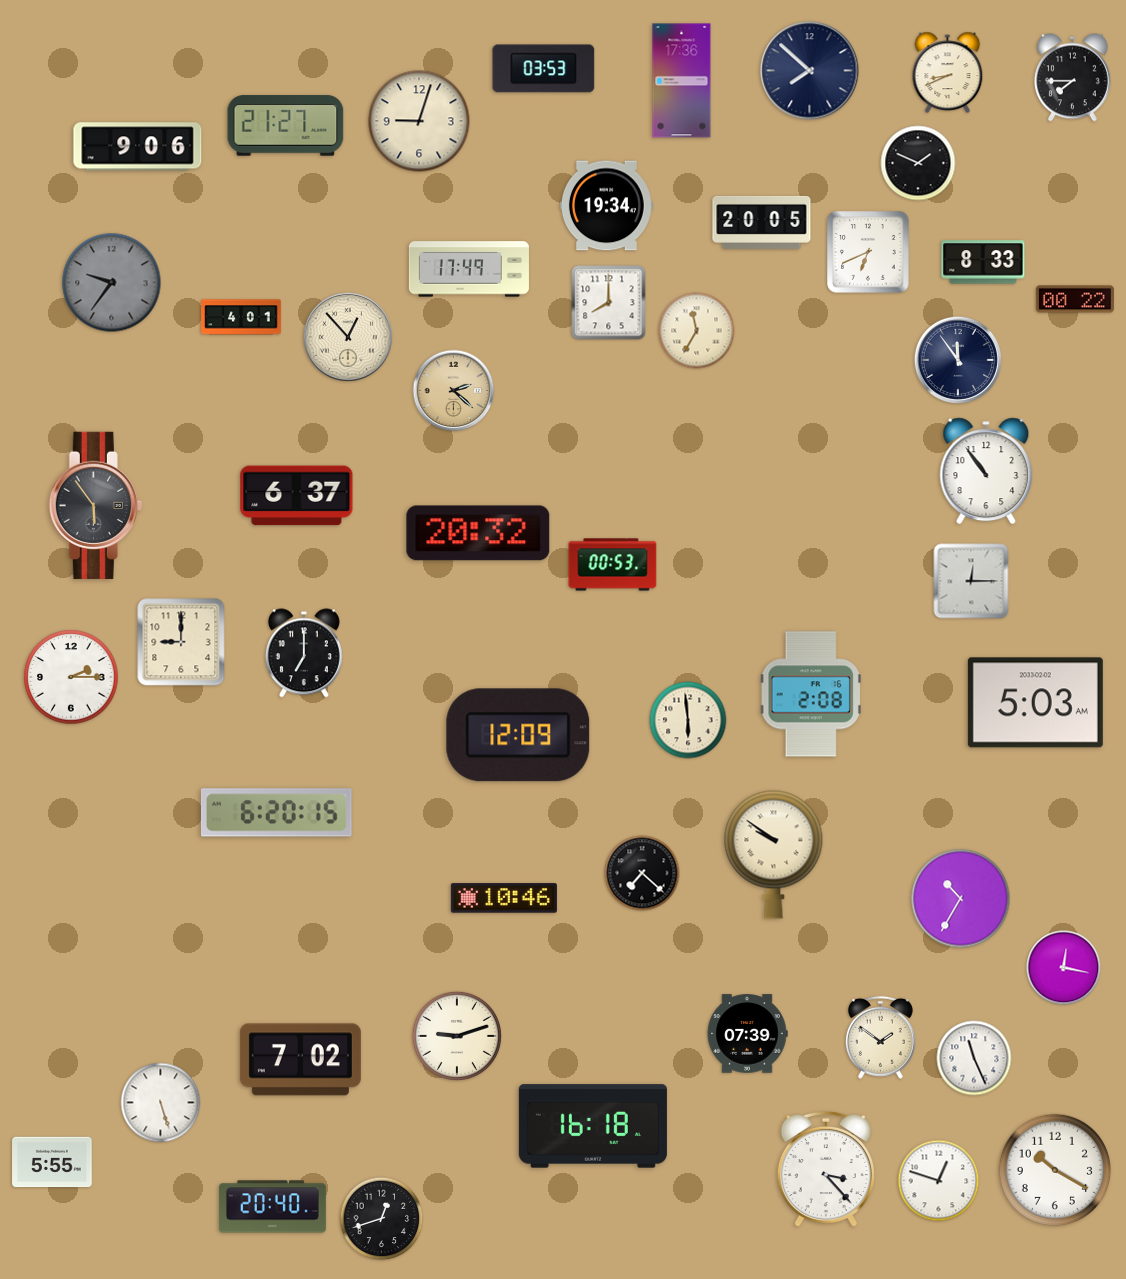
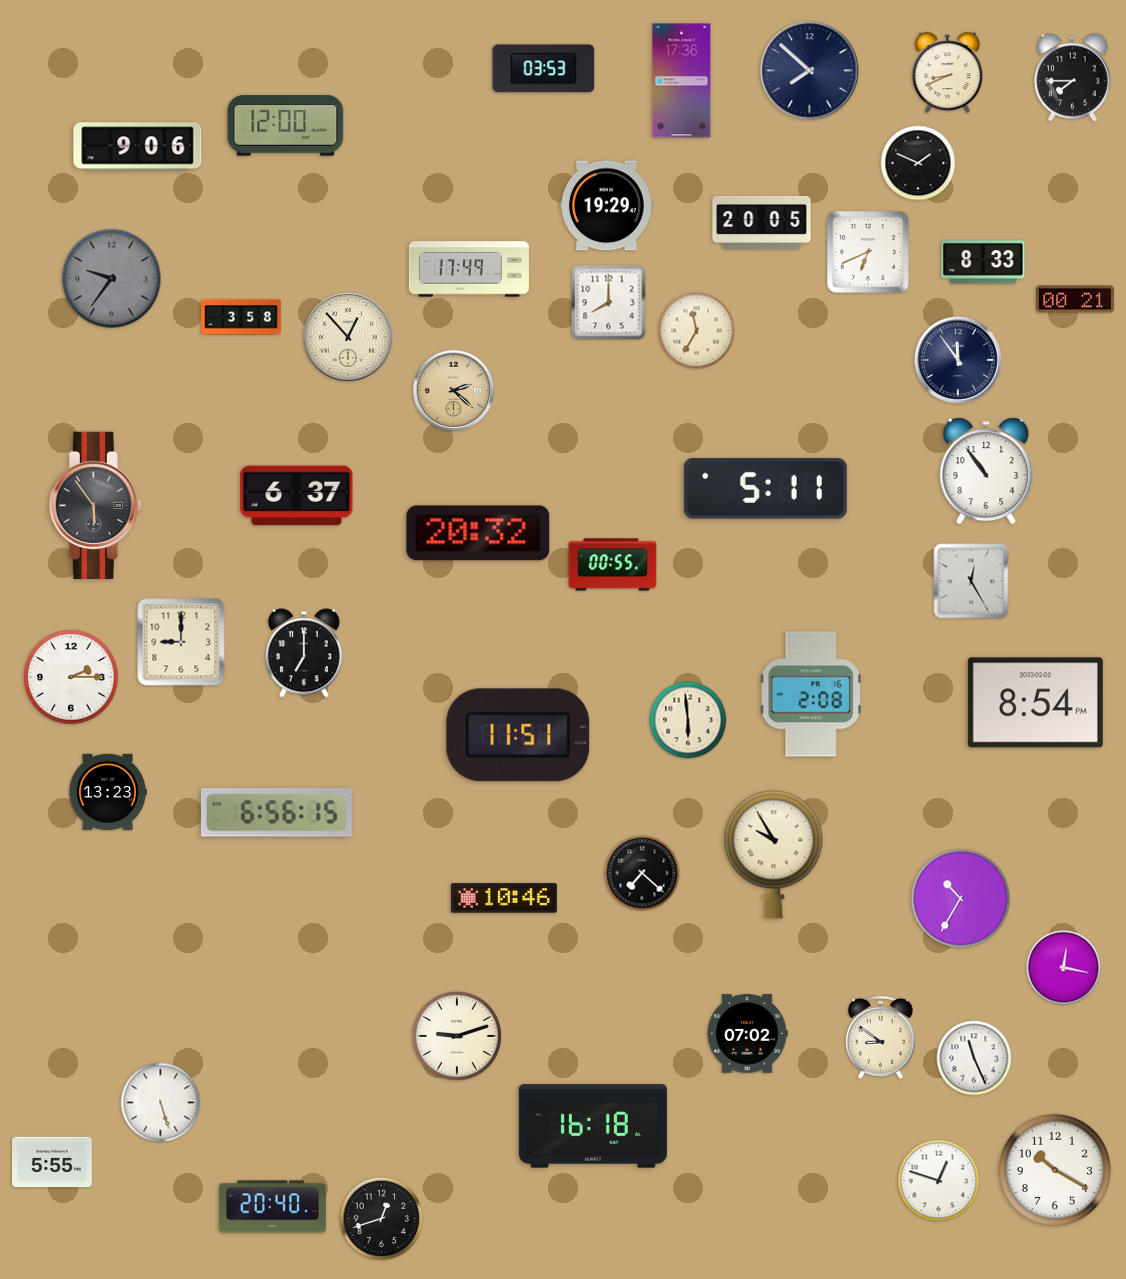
clock at (419, 121): 9:03 -> none
clock at (286, 126): 21:27 -> 12:00
clock at (606, 206): 19:34 -> 19:29
clock at (112, 283) position: (112, 283) -> (112, 279)
clock at (1075, 299): 00:22 -> 00:21
clock at (241, 317): 4:01 -> 3:58
clock at (765, 489): none -> 5:11
clock at (613, 565): 00:53 -> 00:55
clock at (971, 581): 12:15 -> 12:25
clock at (1035, 703): 5:03 -> 8:54
clock at (518, 735): 12:09 -> 11:51
clock at (108, 792): none -> 13:23
clock at (276, 813): 6:20 -> 6:56
clock at (774, 854): 9:51 -> 9:55
clock at (747, 1034): 07:39 -> 07:02
clock at (880, 1037): 1:51 -> 8:51
clock at (300, 1060): 7:02 -> none
clock at (826, 1169): 3:23 -> none
